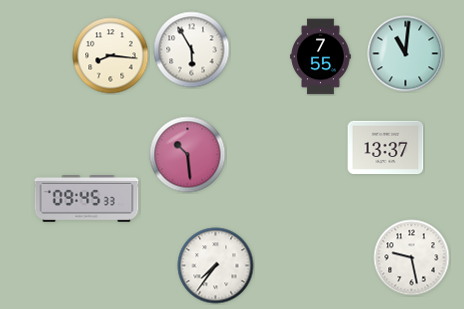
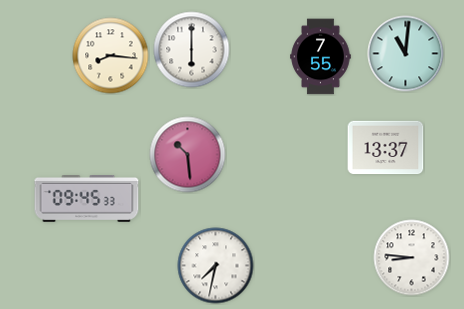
clock at (192, 50): 5:55 -> 6:00
clock at (412, 258): 9:28 -> 8:46
clock at (216, 266): 7:36 -> 7:32
